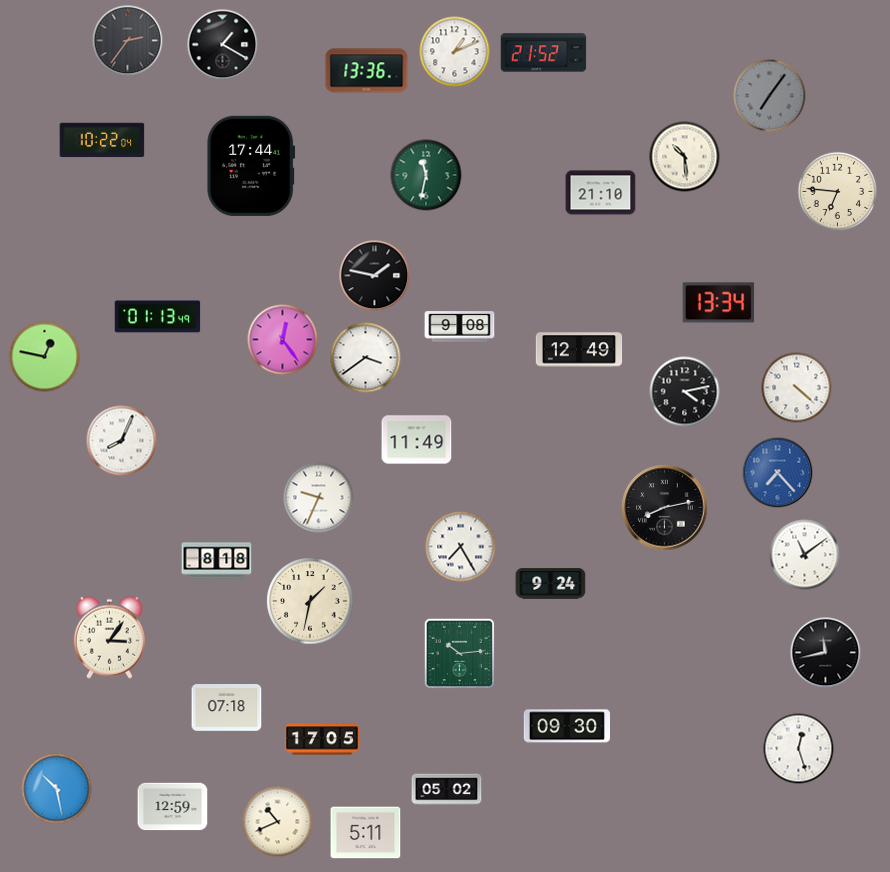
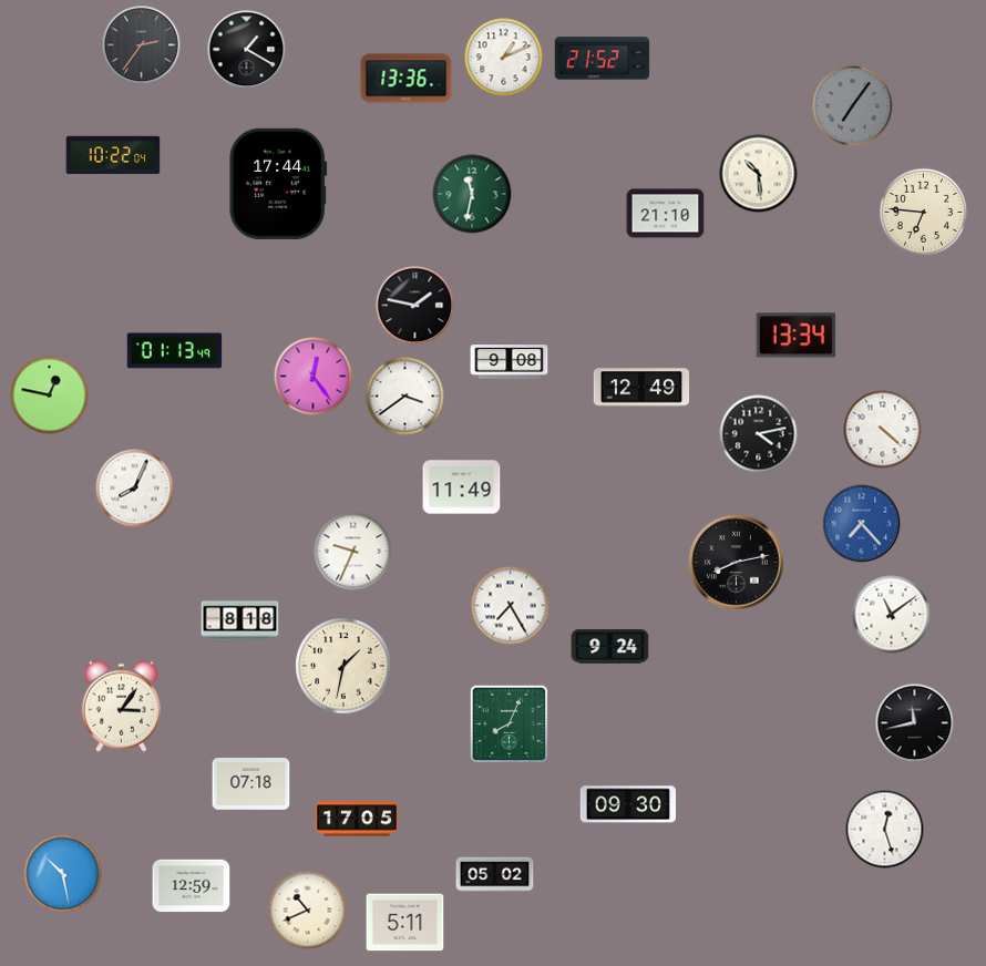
clock at (838, 192) position: (838, 192) -> (924, 213)
clock at (460, 654): 10:14 -> 8:04
clock at (173, 807) position: (173, 807) -> (192, 886)
